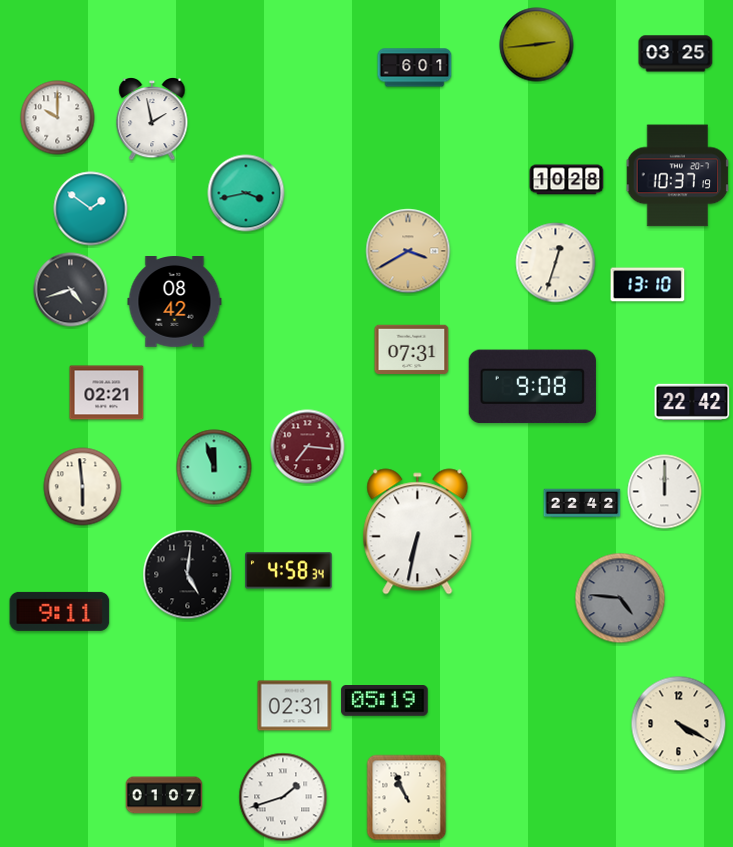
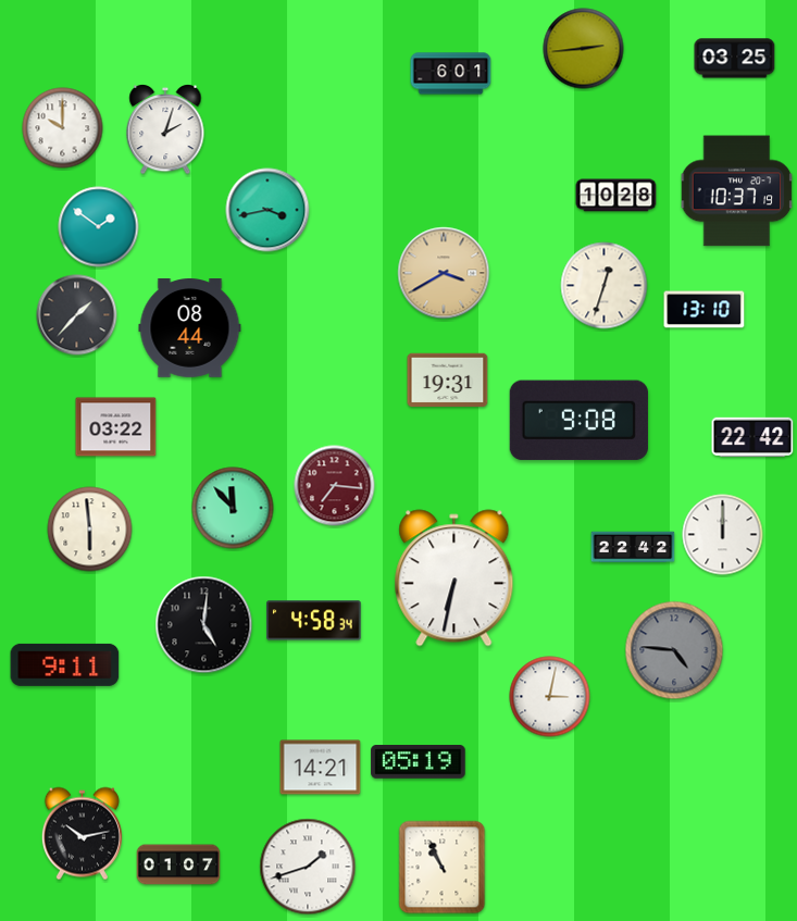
clock at (152, 120): 1:58 -> 2:03
clock at (71, 290): 4:42 -> 1:37
clock at (175, 302): 08:42 -> 08:44
clock at (412, 350): 07:31 -> 19:31
clock at (107, 393): 02:21 -> 03:22
clock at (214, 467): 11:57 -> 11:53
clock at (550, 697): none -> 3:02
clock at (295, 706): 02:31 -> 14:21
clock at (679, 724): 4:20 -> none
clock at (82, 834): none -> 10:13
